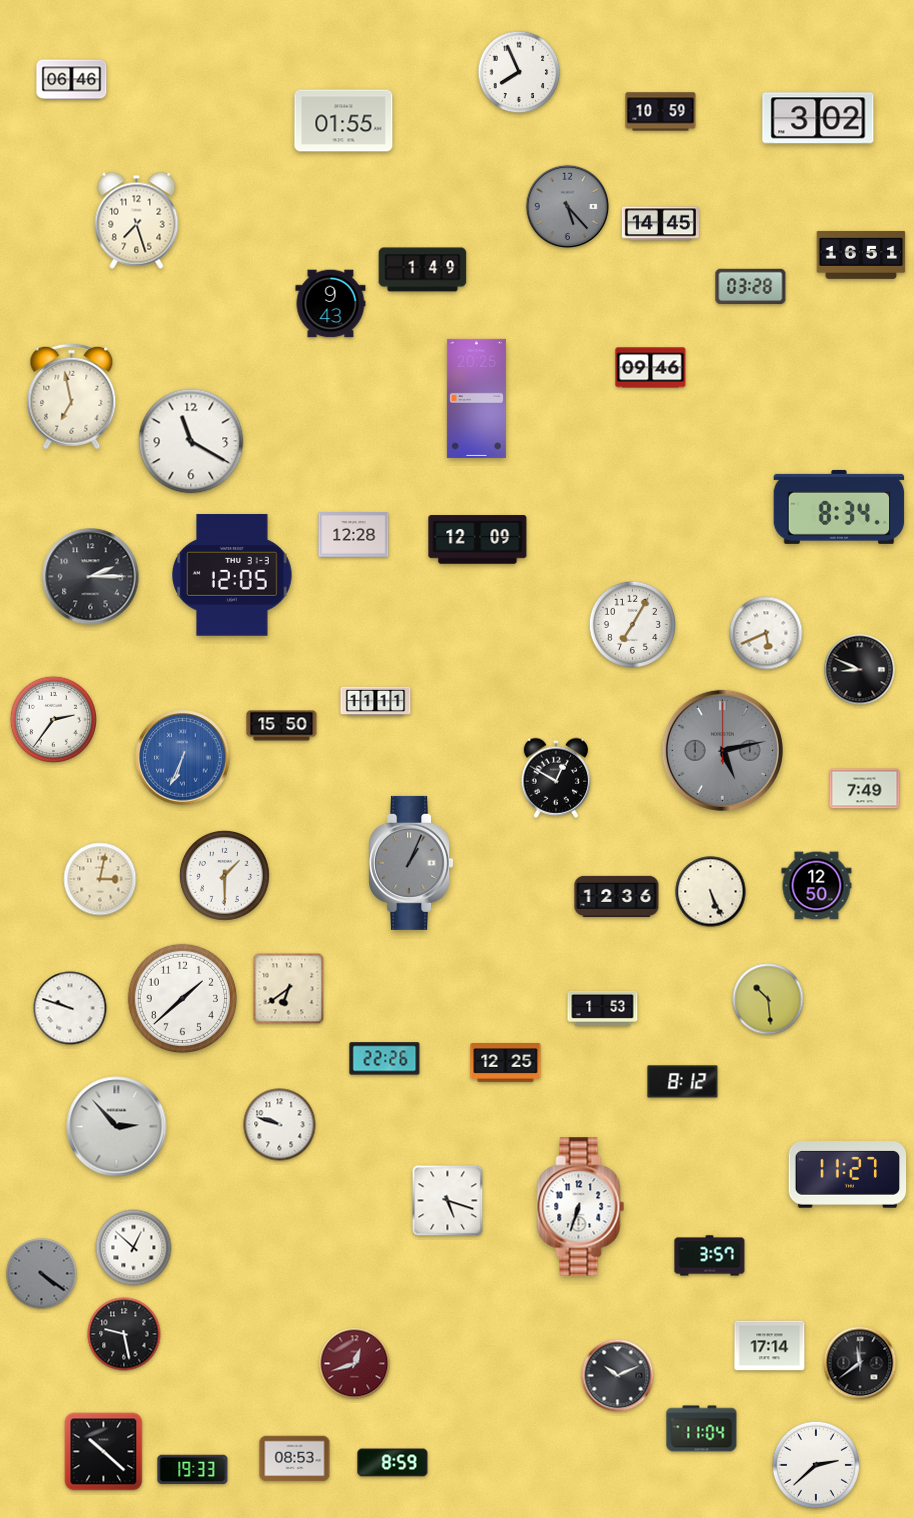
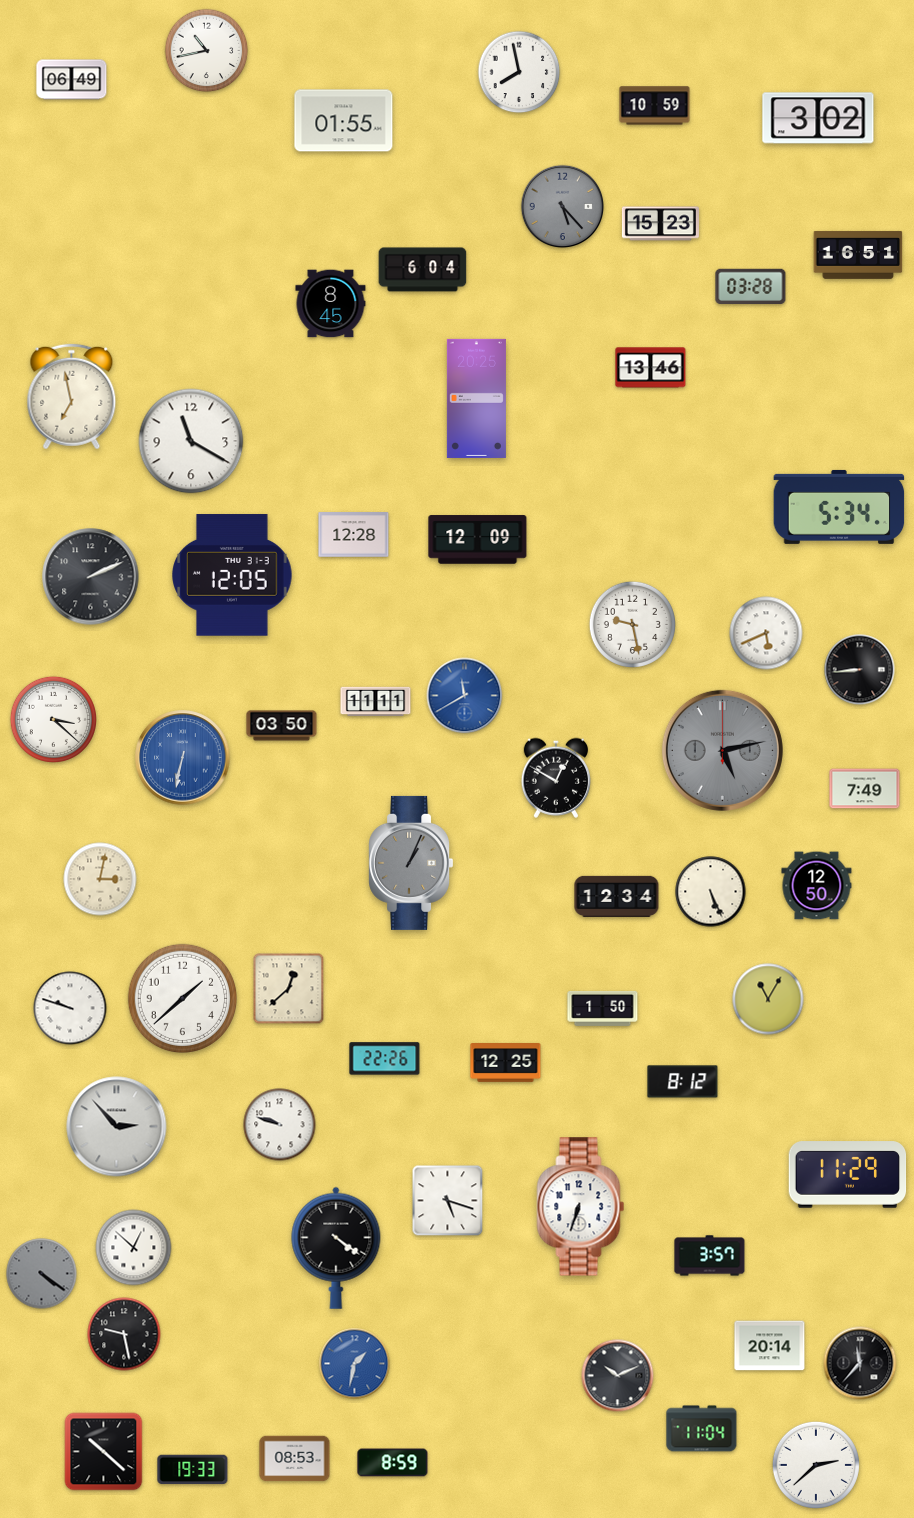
clock at (207, 51): none -> 10:43
clock at (519, 72): 7:56 -> 7:58
clock at (72, 80): 06:46 -> 06:49
clock at (661, 112) position: (661, 112) -> (655, 106)
clock at (568, 207) position: (568, 207) -> (563, 207)
clock at (137, 220): 7:27 -> none
clock at (660, 224): 14:45 -> 15:23
clock at (861, 255) position: (861, 255) -> (858, 255)
clock at (423, 270): 1:49 -> 6:04
clock at (331, 304): 9:43 -> 8:45
clock at (651, 368): 09:46 -> 13:46
clock at (839, 507): 8:34 -> 5:34
clock at (91, 577): 2:15 -> 2:11
clock at (632, 624): 7:05 -> 9:28
clock at (860, 670): 8:49 -> 8:44
clock at (465, 696): none -> 11:40
clock at (53, 719): 2:36 -> 3:22
clock at (282, 726): 15:50 -> 03:50
clock at (183, 758): 6:34 -> 6:32
clock at (225, 876): 1:30 -> none
clock at (617, 896): 12:36 -> 12:34
clock at (289, 989): 6:39 -> 12:38
clock at (768, 999): 10:29 -> 11:05
clock at (603, 1008): 1:53 -> 1:50
clock at (848, 1175): 11:27 -> 11:29
clock at (336, 1248): none -> 4:21
clock at (770, 1346): 17:14 -> 20:14
clock at (860, 1363): 11:39 -> 11:37
clock at (355, 1364): 12:42 -> 1:32
clock at (355, 1364) dial: burgundy -> blue
